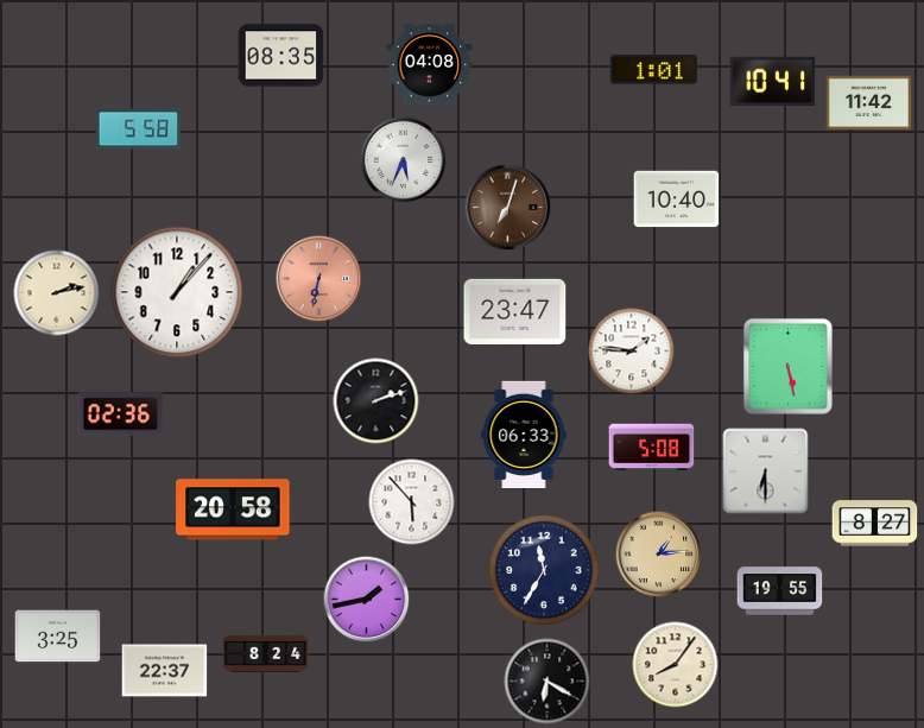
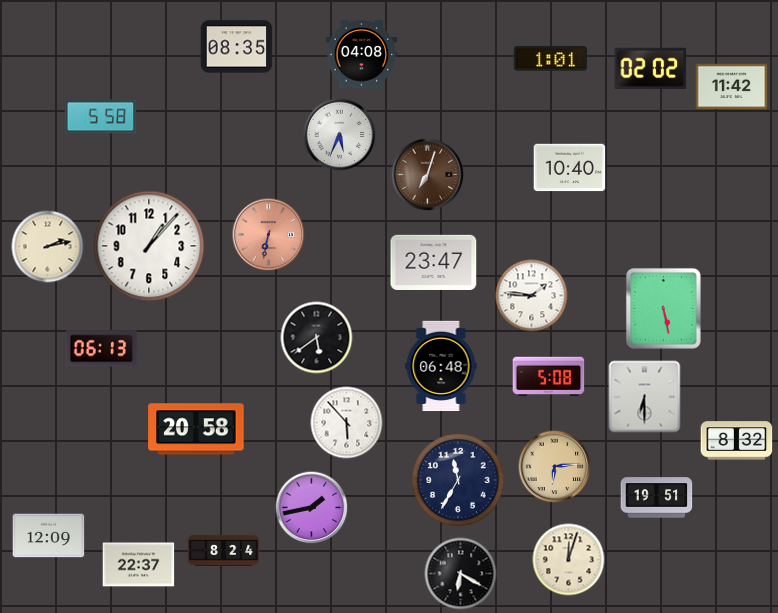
clock at (773, 81): 10:41 -> 02:02
clock at (139, 129) position: (139, 129) -> (101, 117)
clock at (376, 401): 2:12 -> 5:39
clock at (121, 414): 02:36 -> 06:13
clock at (524, 435): 06:33 -> 06:48
clock at (875, 524): 8:27 -> 8:32
clock at (659, 555): 1:14 -> 6:14
clock at (780, 591): 19:55 -> 19:51
clock at (367, 600) position: (367, 600) -> (312, 508)
clock at (58, 637): 3:25 -> 12:09
clock at (676, 665): 8:06 -> 12:03
